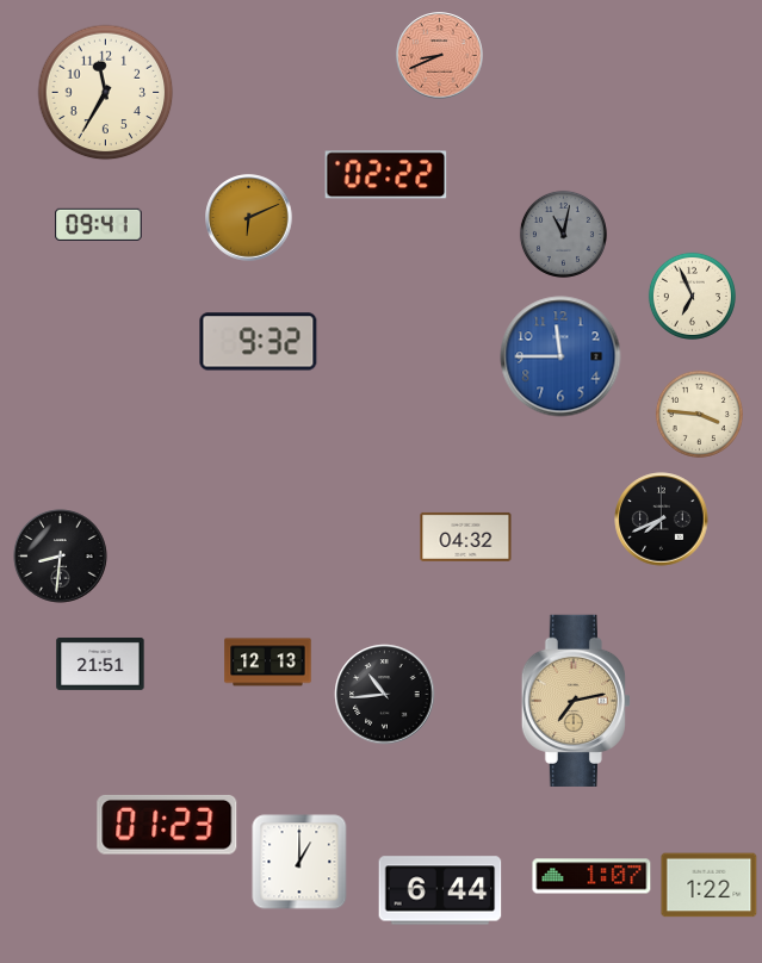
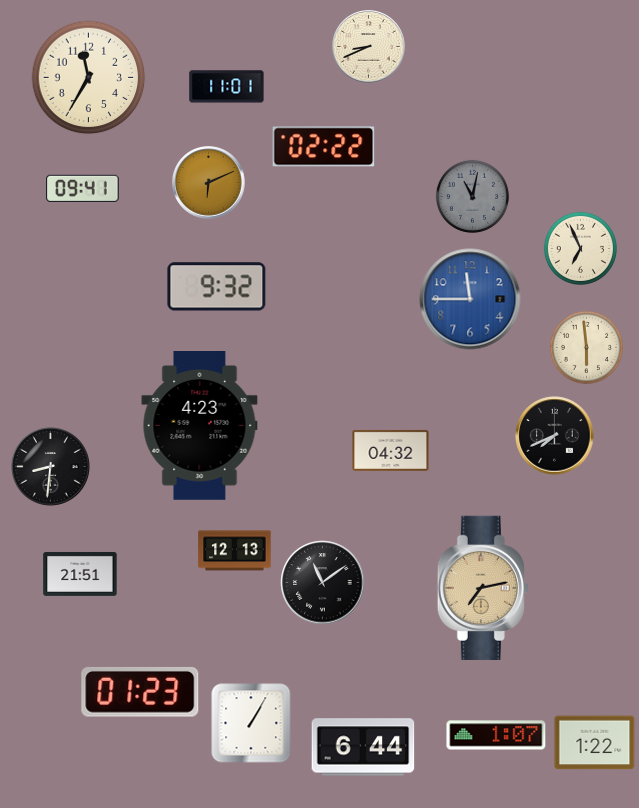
clock at (440, 56) dial: salmon -> cream
clock at (227, 87): none -> 11:01
clock at (699, 414): 3:46 -> 5:59
clock at (200, 426): none -> 4:23
clock at (268, 663) position: (268, 663) -> (235, 551)
clock at (100, 664) position: (100, 664) -> (80, 574)
clock at (385, 695): 10:44 -> 11:09
clock at (299, 862): 1:00 -> 1:05
clock at (440, 890) position: (440, 890) -> (363, 747)
